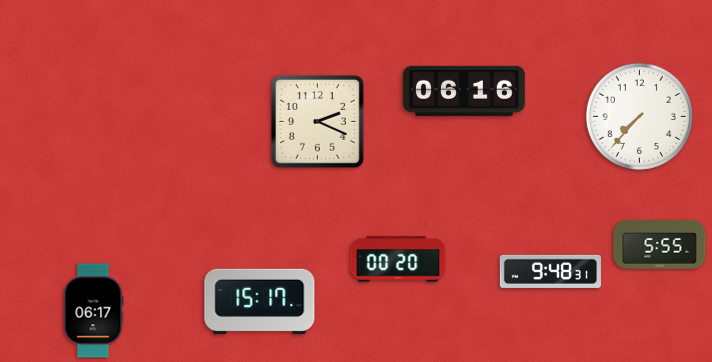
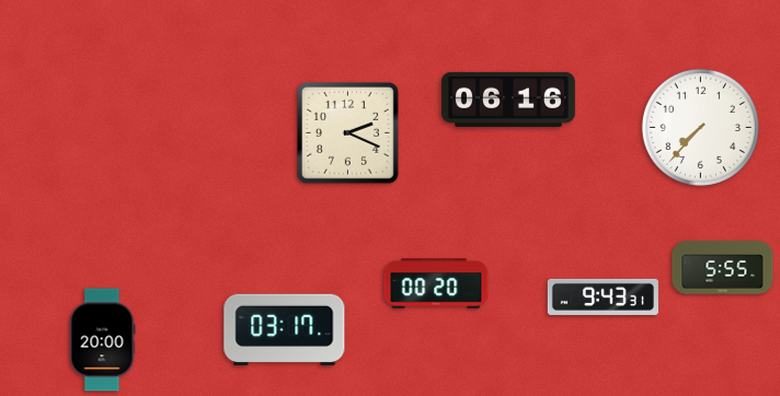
clock at (550, 271): 9:48 -> 9:43
clock at (260, 301): 15:17 -> 03:17
clock at (93, 311): 06:17 -> 20:00
